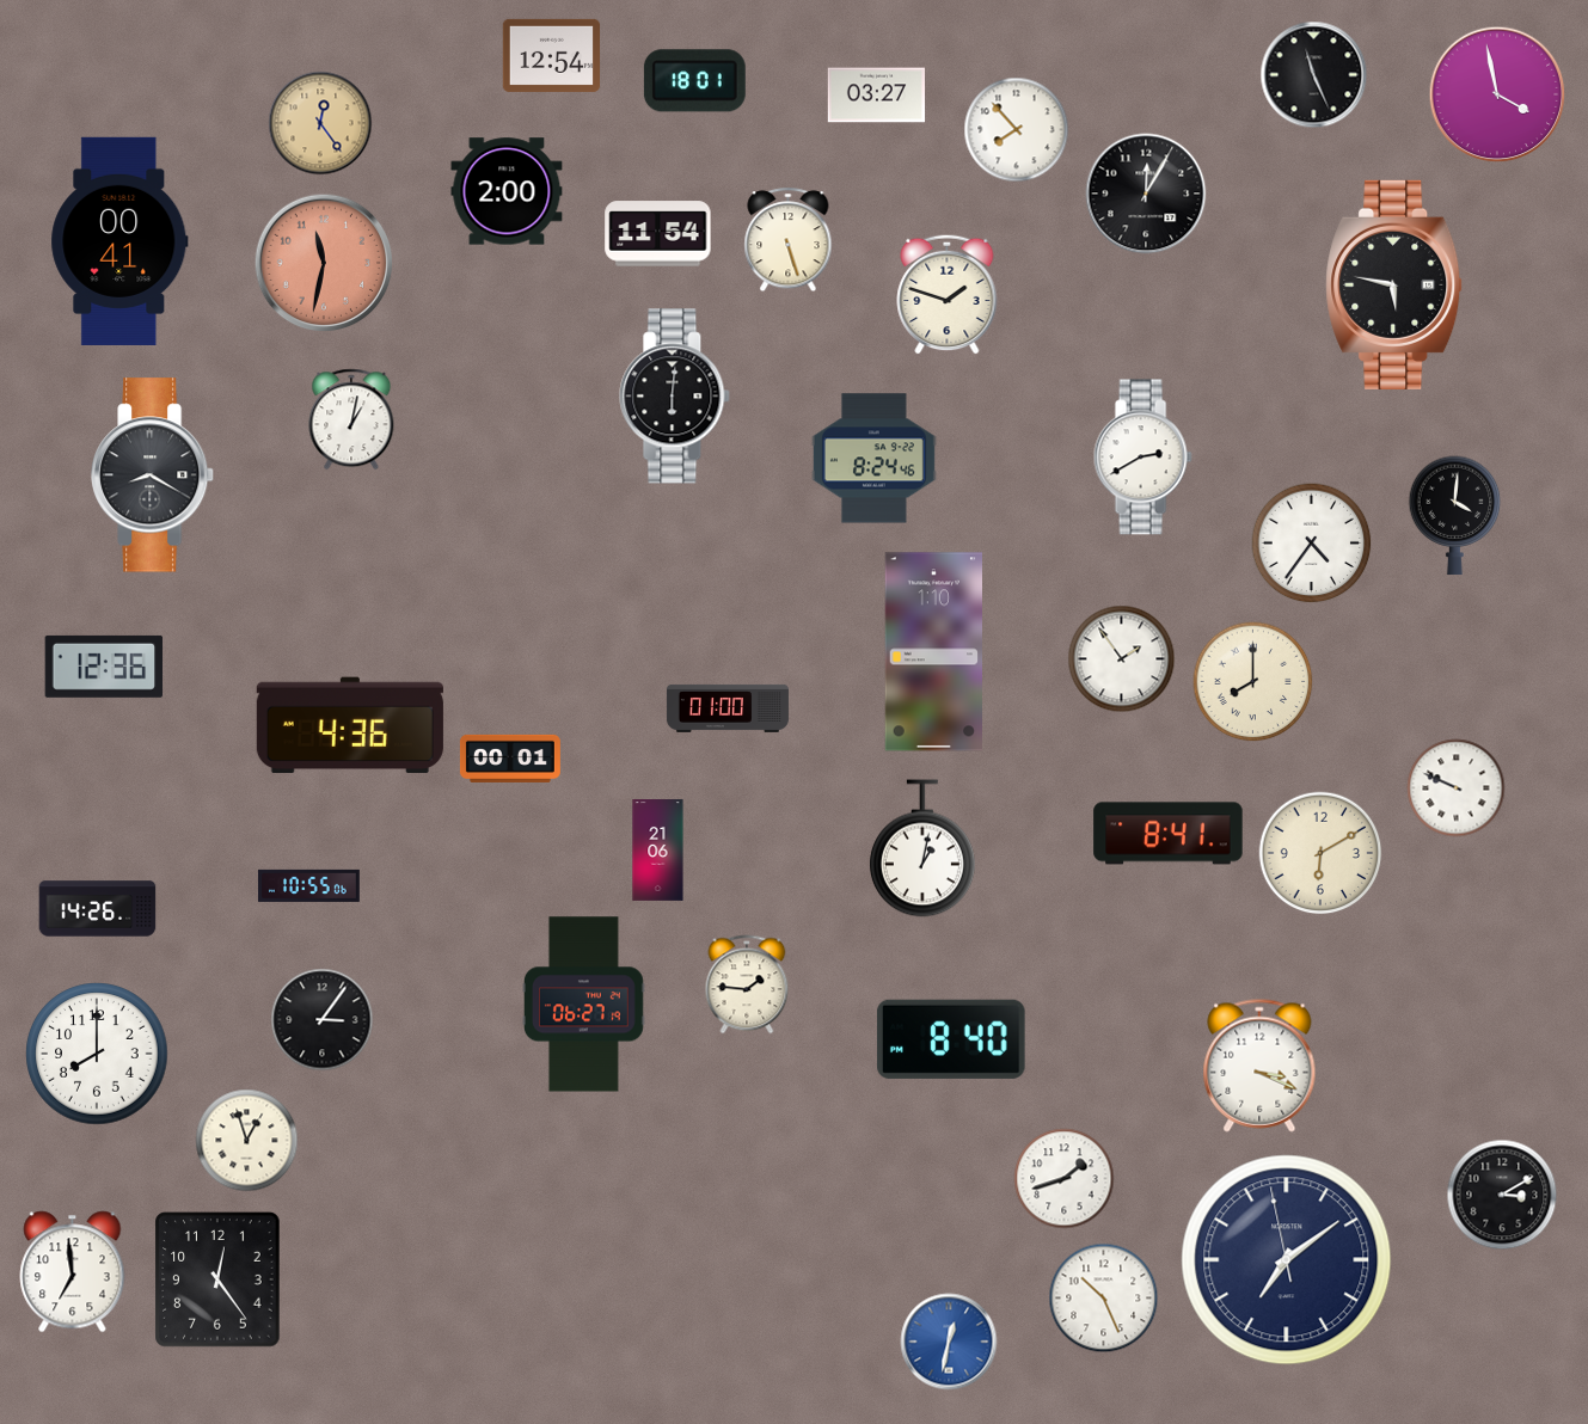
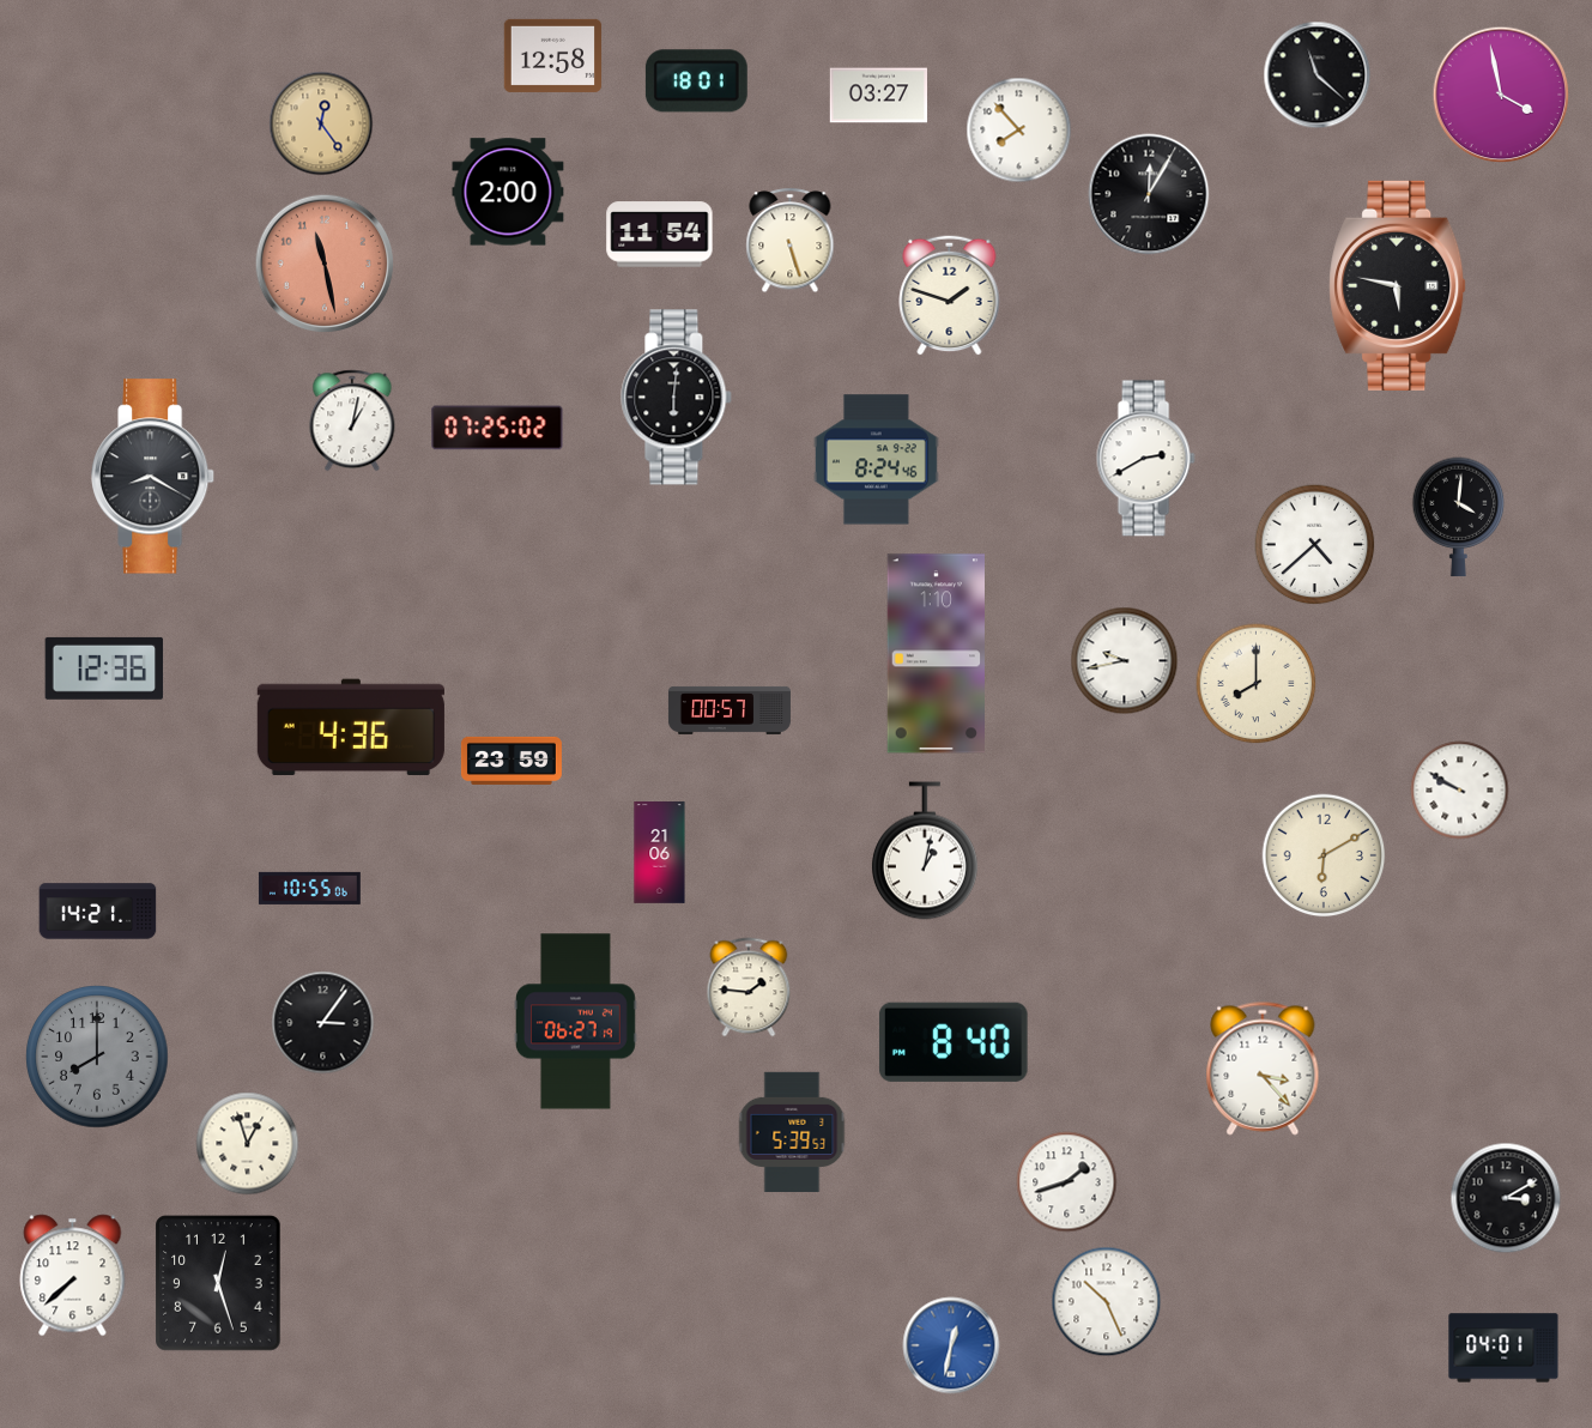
clock at (552, 55): 12:54 -> 12:58
clock at (1314, 75): 11:26 -> 11:22
clock at (119, 241): 00:41 -> none
clock at (324, 263): 11:32 -> 11:28
clock at (497, 428): none -> 07:25
clock at (1312, 544): 4:36 -> 4:38
clock at (1122, 659): 1:54 -> 9:43
clock at (728, 708): 01:00 -> 00:57
clock at (510, 759): 00:01 -> 23:59
clock at (1457, 788): 9:49 -> 9:50
clock at (1169, 834): 8:41 -> none
clock at (98, 909): 14:26 -> 14:21
clock at (584, 1005) position: (584, 1005) -> (576, 1022)
clock at (97, 1054) dial: white -> grey
clock at (1259, 1066): 3:19 -> 3:23
clock at (792, 1131): none -> 5:39
clock at (1287, 1260): 7:08 -> none
clock at (73, 1272): 6:59 -> 7:38
clock at (217, 1279): 12:24 -> 12:27
clock at (1503, 1348): none -> 04:01
